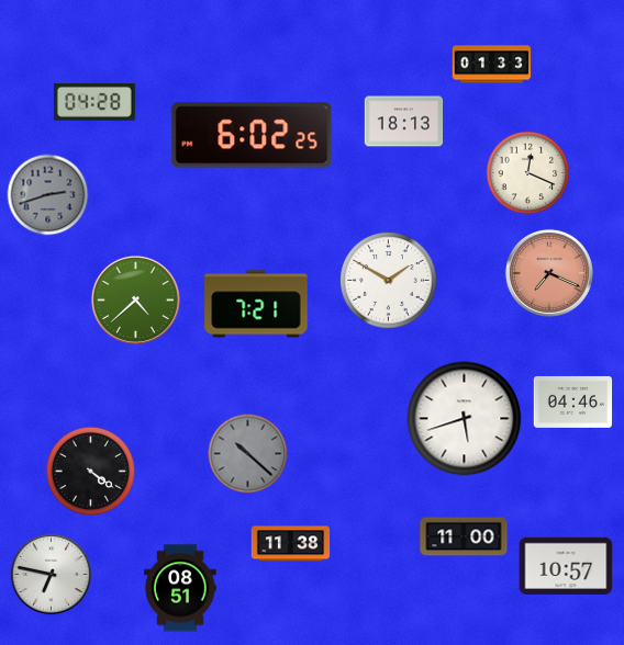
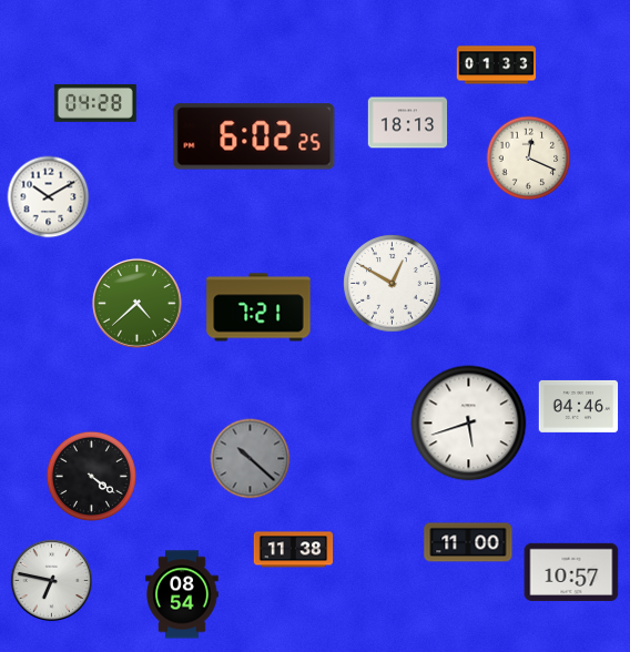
clock at (528, 173) position: (528, 173) -> (529, 159)
clock at (48, 195): 2:42 -> 10:10
clock at (48, 195) dial: grey -> white
clock at (549, 273): 7:19 -> none
clock at (389, 281): 1:50 -> 12:50
clock at (180, 588): 08:51 -> 08:54
